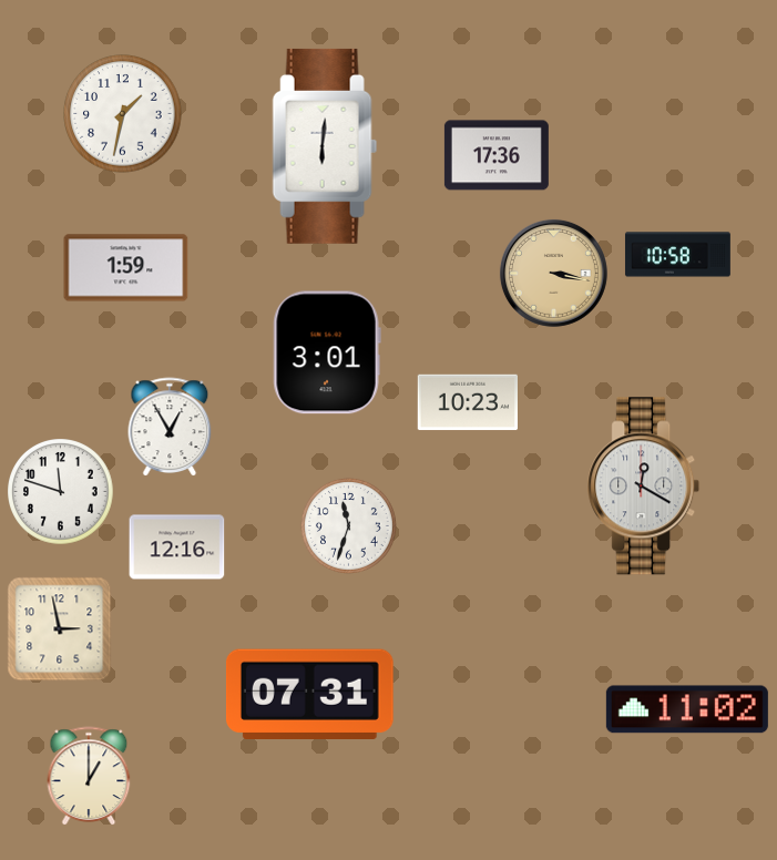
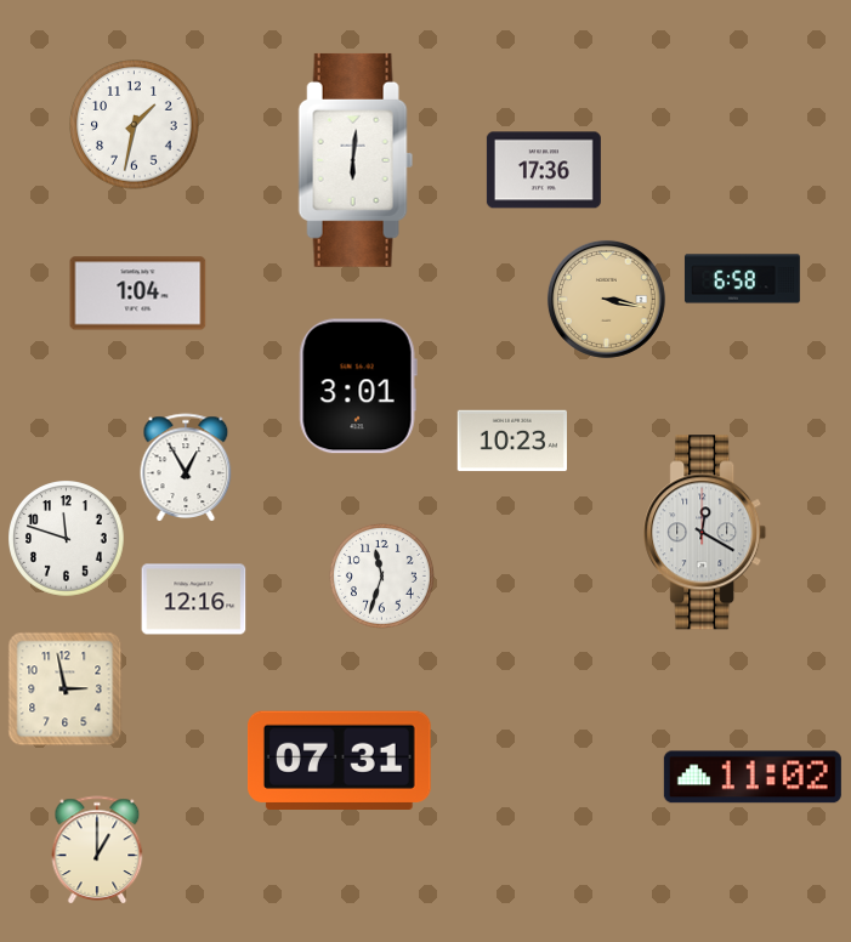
clock at (677, 255): 10:58 -> 6:58
clock at (126, 268): 1:59 -> 1:04
